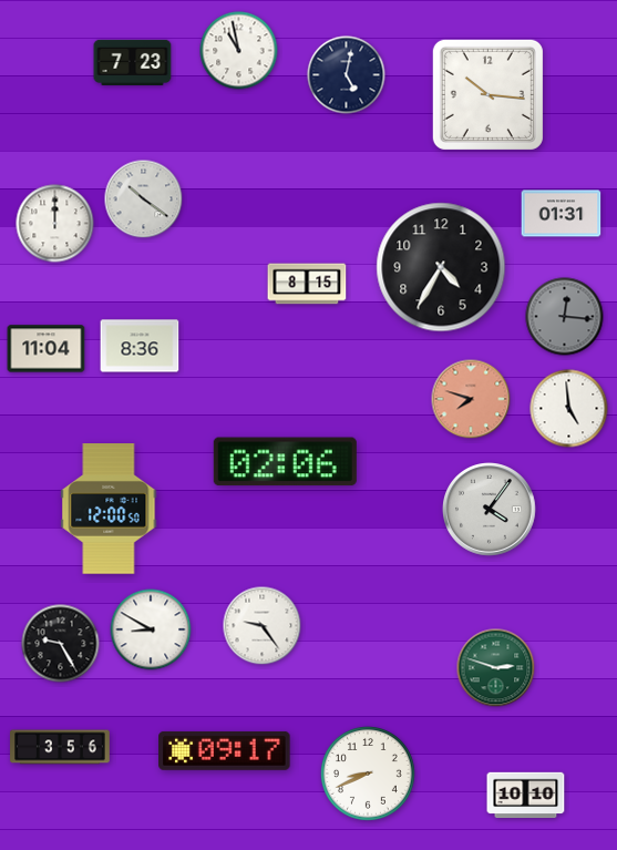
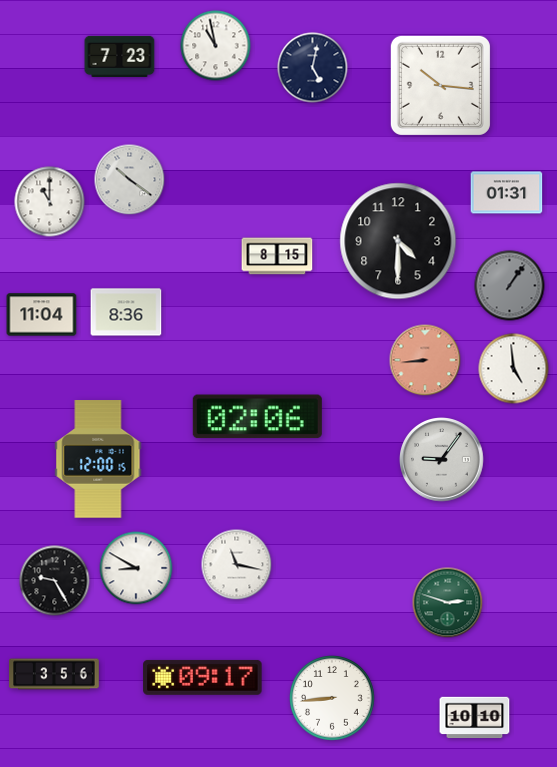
clock at (55, 224): 12:00 -> 11:00
clock at (441, 267): 4:35 -> 4:30
clock at (565, 317): 12:16 -> 1:06
clock at (471, 399): 7:48 -> 8:44
clock at (109, 509): 12:00:50 -> 12:00:15
clock at (490, 510): 4:06 -> 9:06
clock at (263, 626): 9:24 -> 11:17
clock at (369, 775): 8:41 -> 8:44
